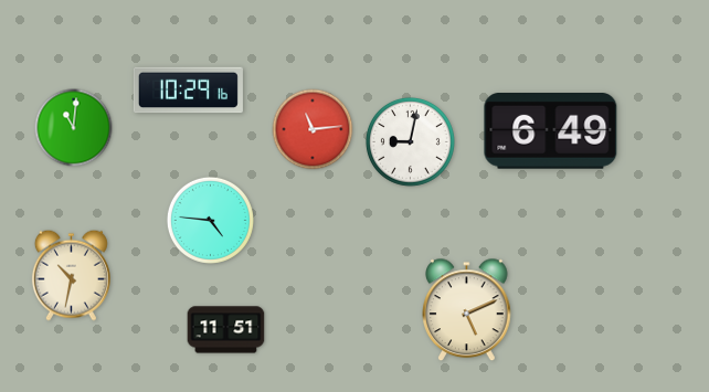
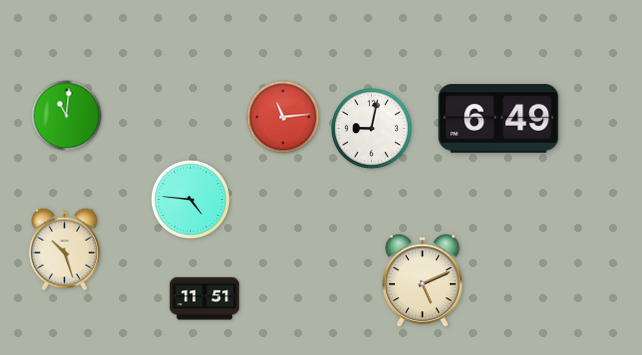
clock at (188, 91): 10:29 -> none
clock at (71, 275): 10:32 -> 10:27
